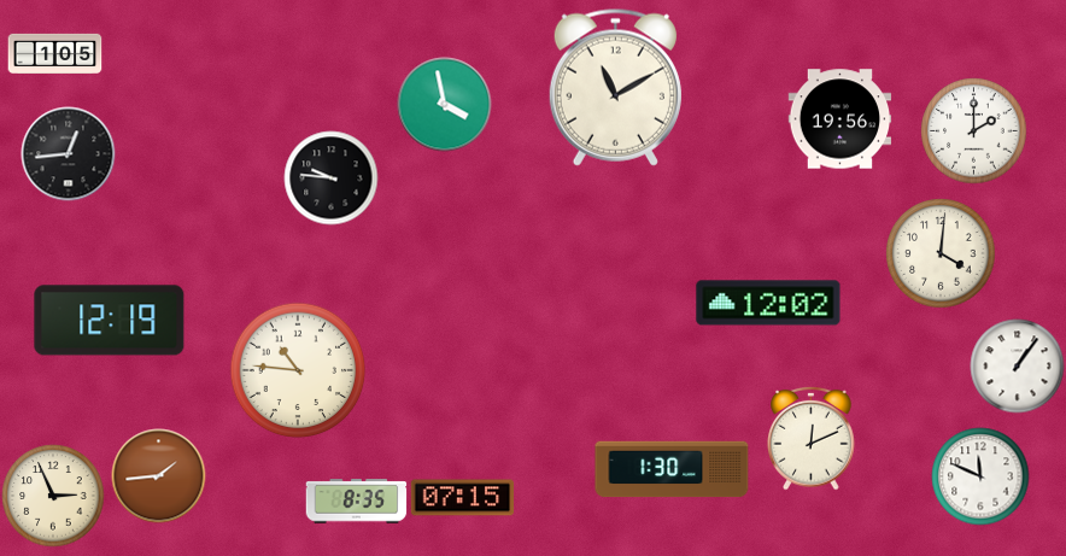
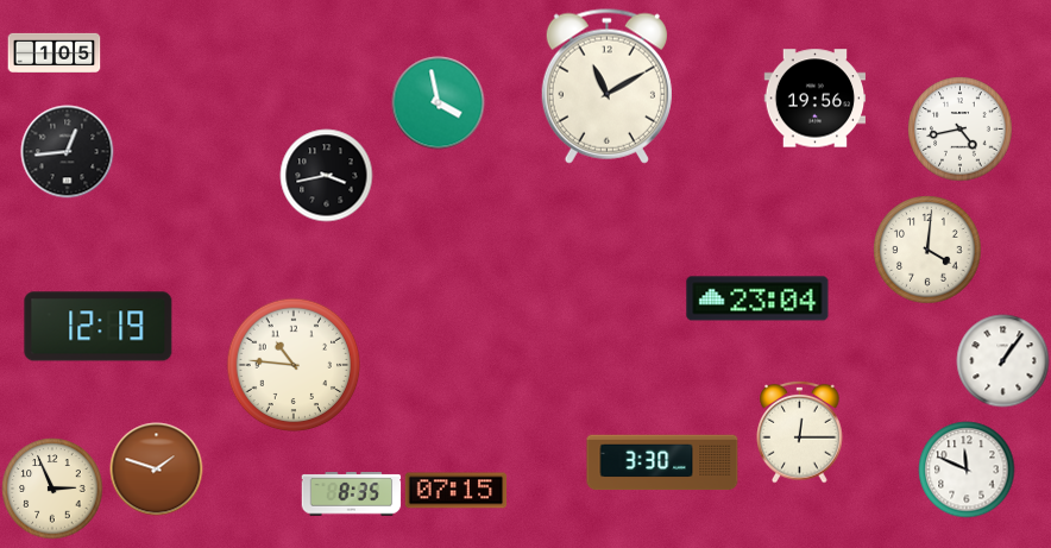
clock at (839, 119) position: (839, 119) -> (814, 99)
clock at (973, 130): 2:00 -> 4:43
clock at (330, 177): 9:46 -> 3:43
clock at (768, 303): 12:02 -> 23:04
clock at (110, 321) position: (110, 321) -> (99, 327)
clock at (812, 438): 12:11 -> 12:15
clock at (672, 469): 1:30 -> 3:30
clock at (158, 475): 1:44 -> 1:48
